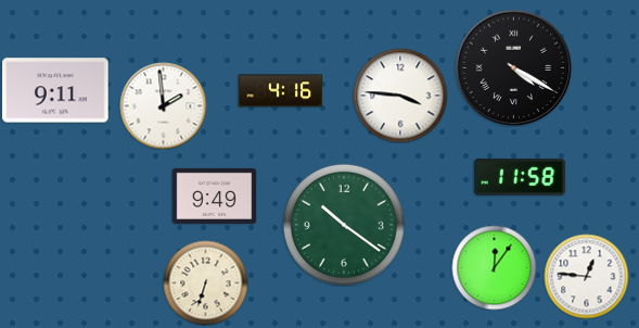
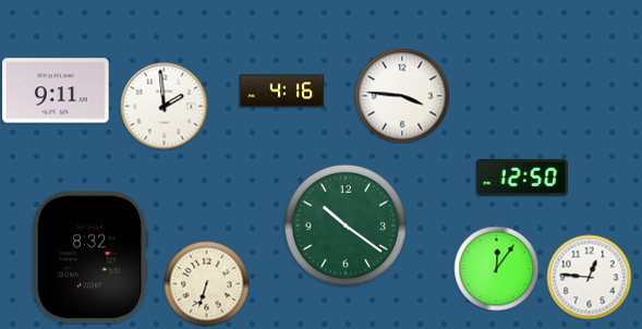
clock at (513, 67): 4:20 -> none
clock at (520, 177): 11:58 -> 12:50
clock at (214, 195): 9:49 -> none
clock at (92, 257): none -> 8:32
